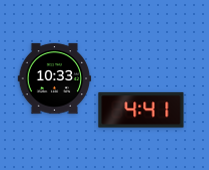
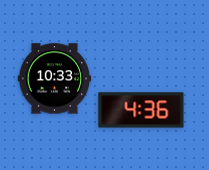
clock at (141, 110): 4:41 -> 4:36
